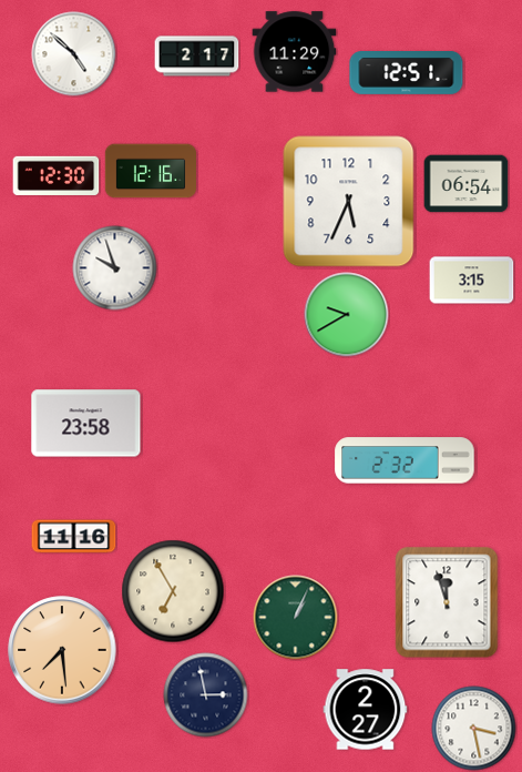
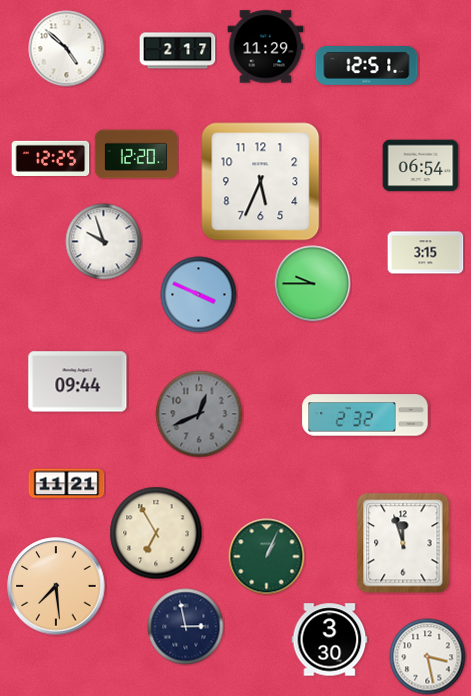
clock at (150, 171): 12:16 -> 12:20
clock at (57, 175): 12:30 -> 12:25
clock at (349, 202) position: (349, 202) -> (261, 182)
clock at (347, 315): 9:40 -> 9:45
clock at (199, 295): none -> 3:49
clock at (86, 424): 23:58 -> 09:44
clock at (199, 414): none -> 12:41
clock at (74, 537): 11:16 -> 11:21
clock at (366, 710): 2:27 -> 3:30
